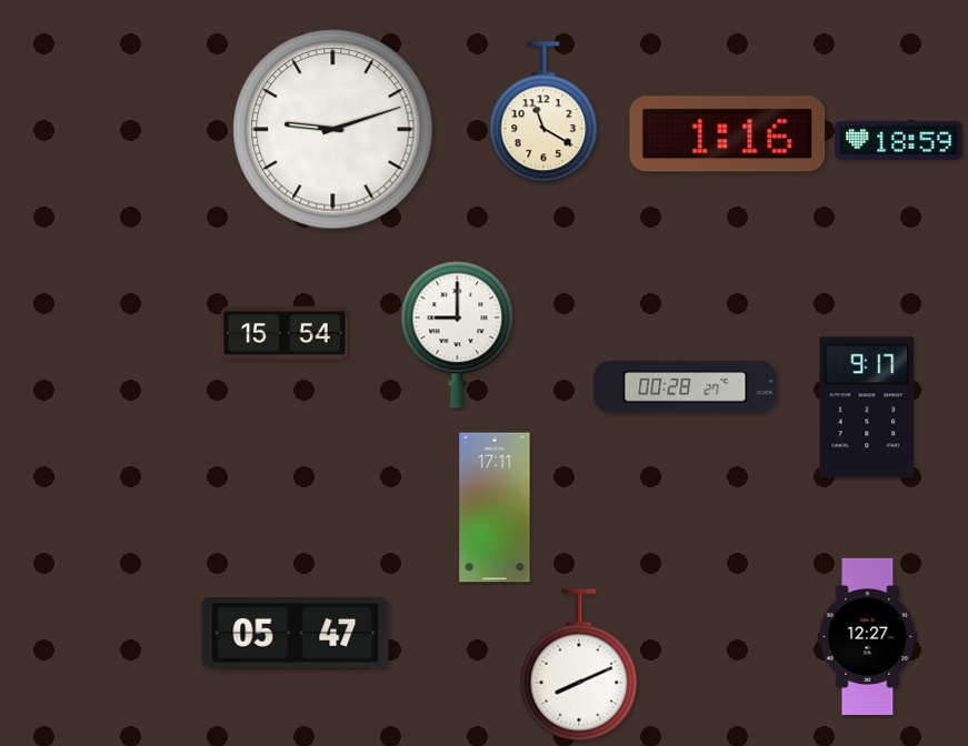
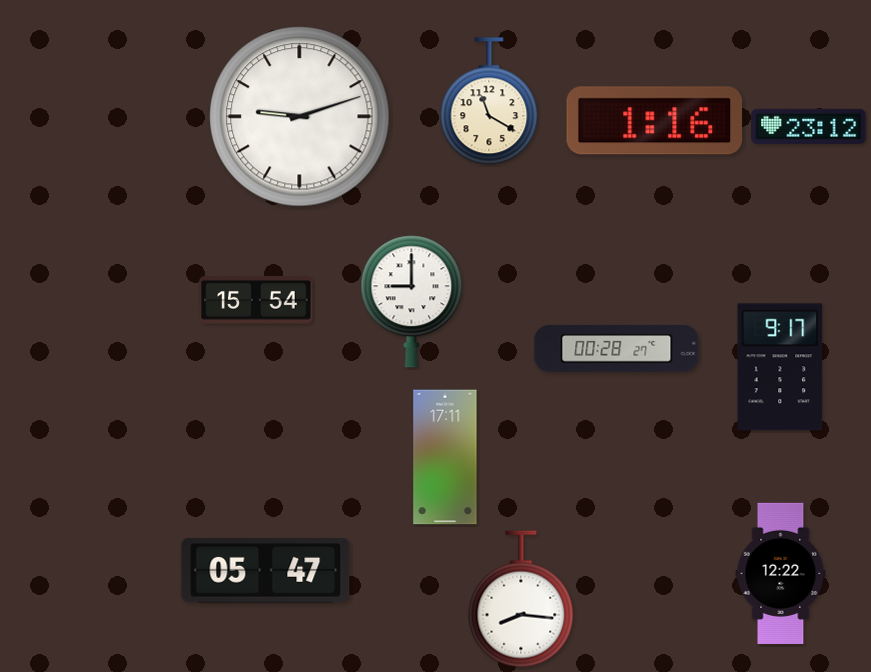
clock at (899, 140): 18:59 -> 23:12
clock at (868, 636): 12:27 -> 12:22
clock at (579, 665): 8:11 -> 8:16
